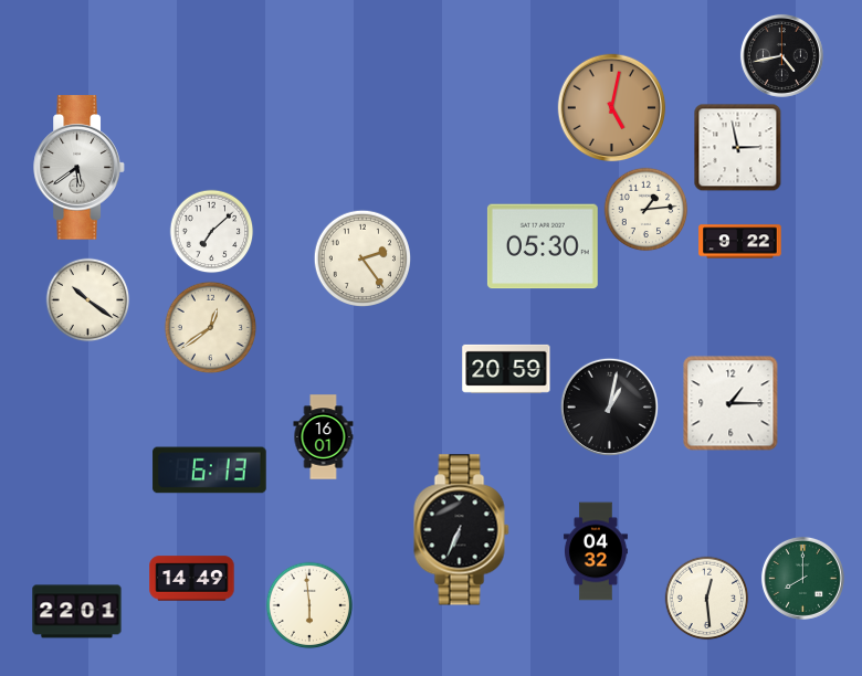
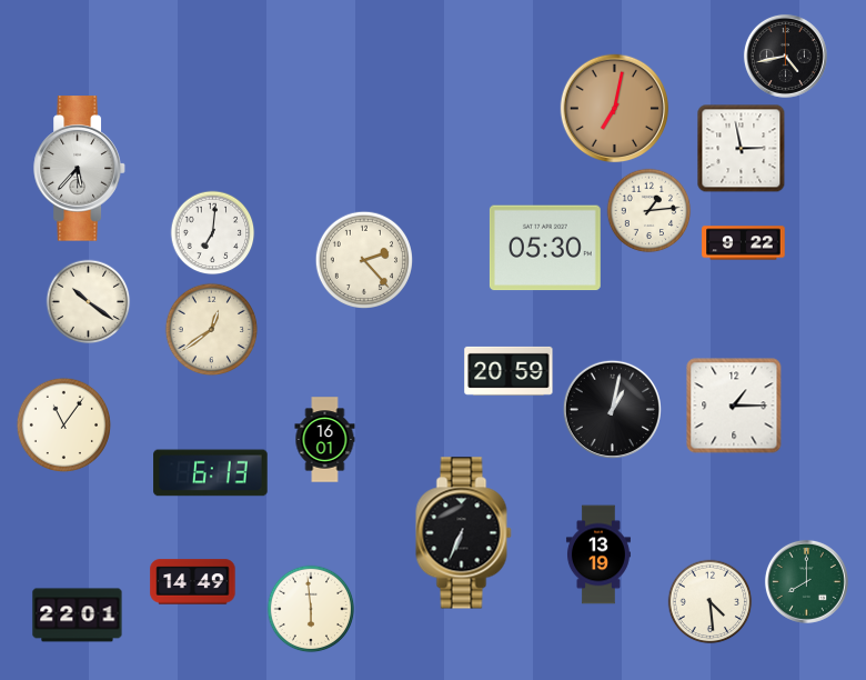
clock at (612, 108): 5:02 -> 7:02
clock at (80, 168): 5:39 -> 5:37
clock at (212, 232): 7:08 -> 7:01
clock at (361, 257): 2:24 -> 2:23
clock at (64, 426): none -> 11:06
clock at (596, 551): 04:32 -> 13:19
clock at (707, 599): 12:29 -> 4:29
